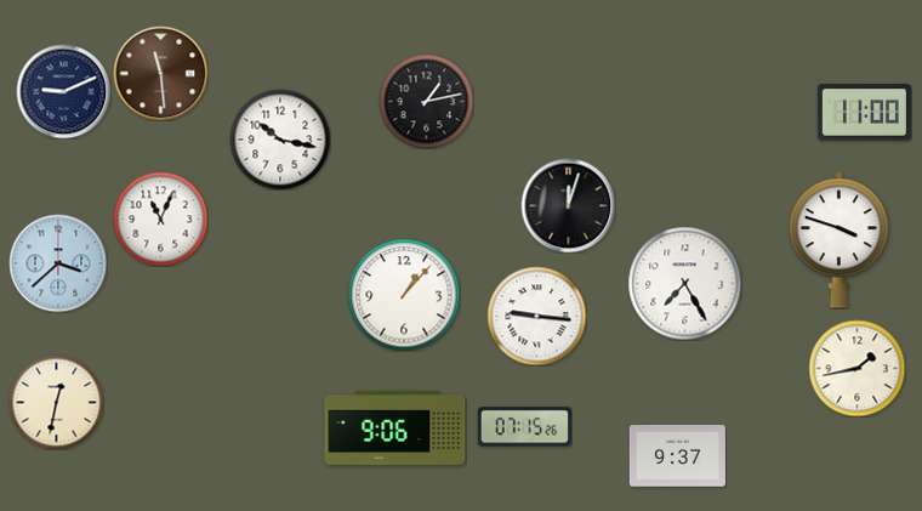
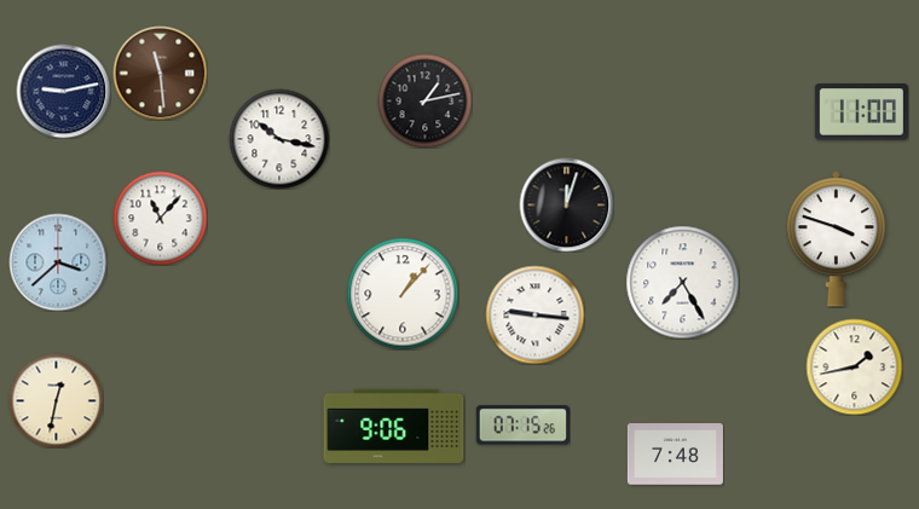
clock at (63, 91): 9:11 -> 9:13
clock at (160, 218): 11:04 -> 11:07
clock at (677, 456): 9:37 -> 7:48
